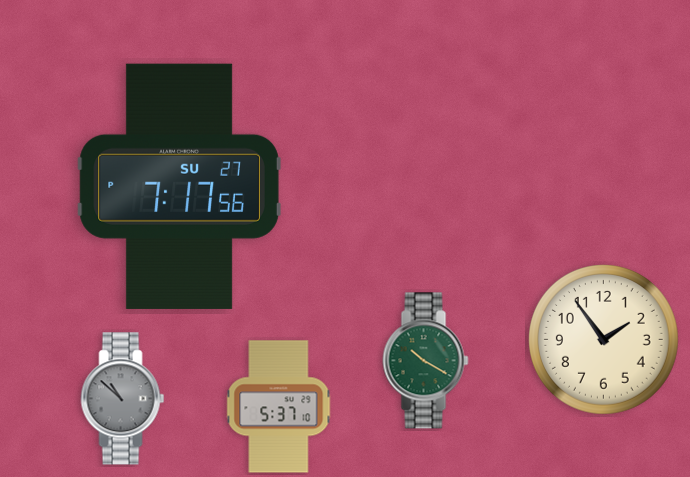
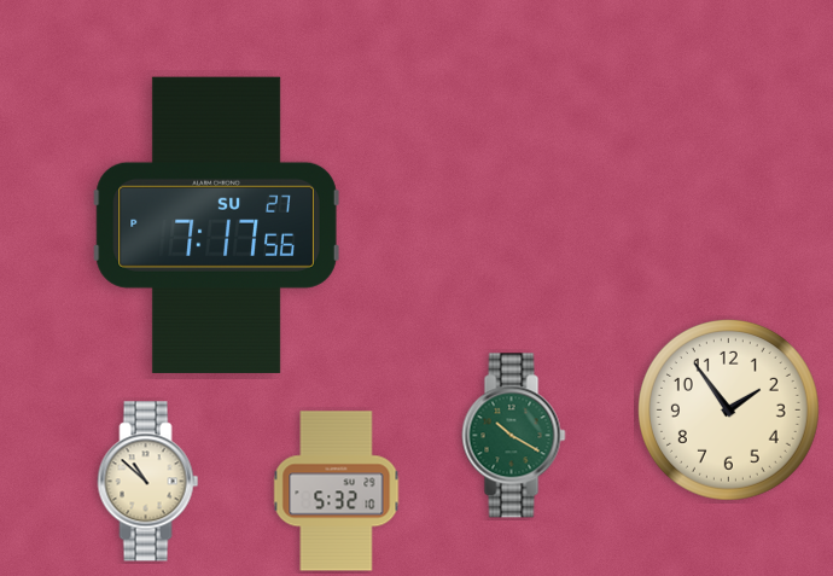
clock at (123, 399) dial: grey -> cream
clock at (279, 407): 5:37 -> 5:32
